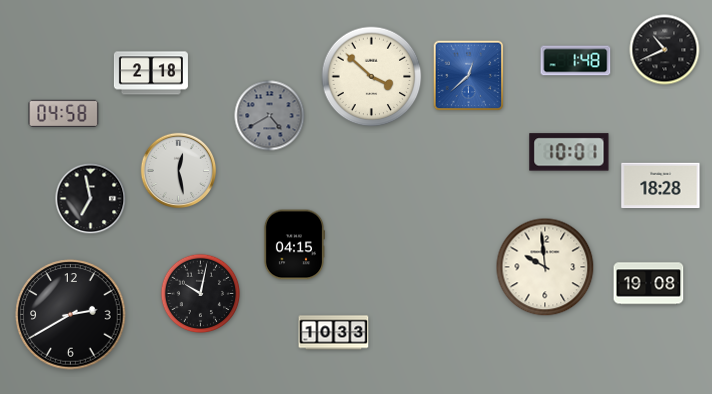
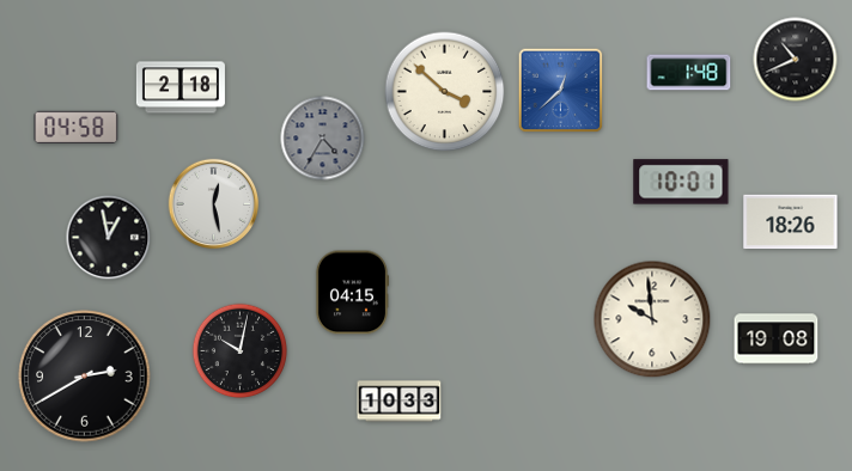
clock at (64, 113) position: (64, 113) -> (77, 127)
clock at (270, 116): 4:40 -> 4:35
clock at (661, 186): 18:28 -> 18:26
clock at (91, 199): 6:58 -> 12:58
clock at (334, 333) position: (334, 333) -> (400, 402)
